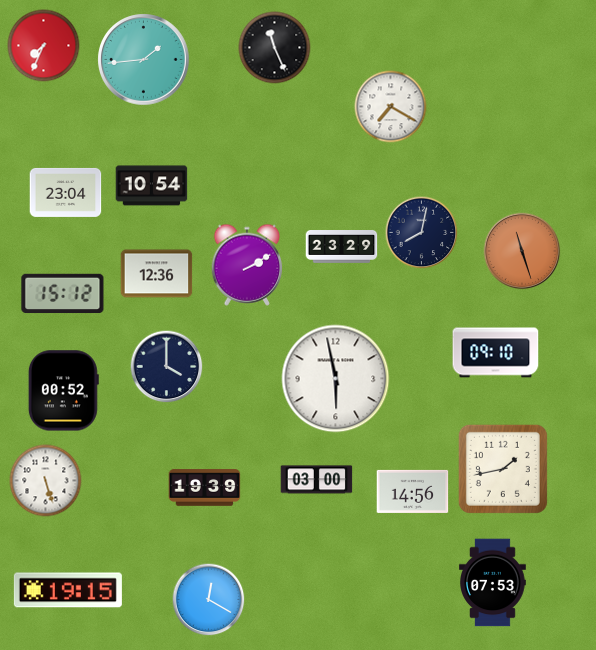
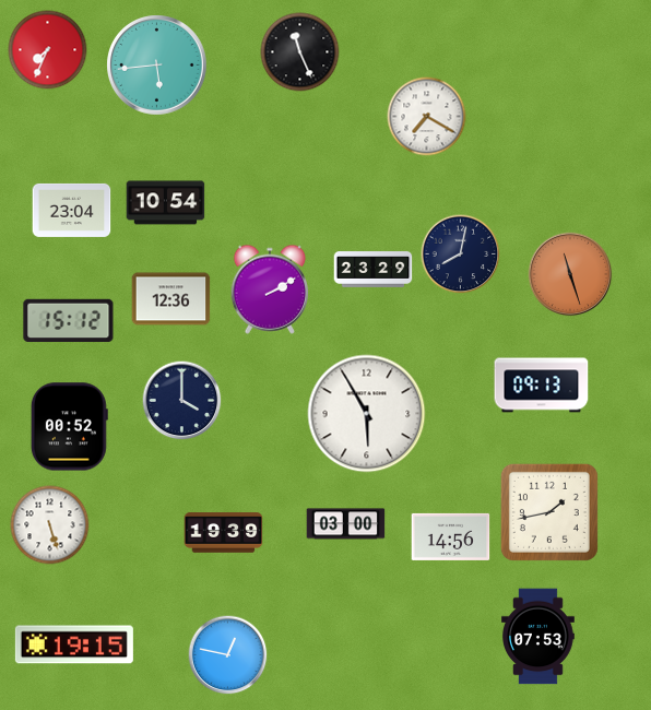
clock at (144, 60): 1:44 -> 5:44
clock at (496, 353): 09:10 -> 09:13
clock at (336, 379): 5:58 -> 5:55
clock at (209, 600): 12:20 -> 12:47
